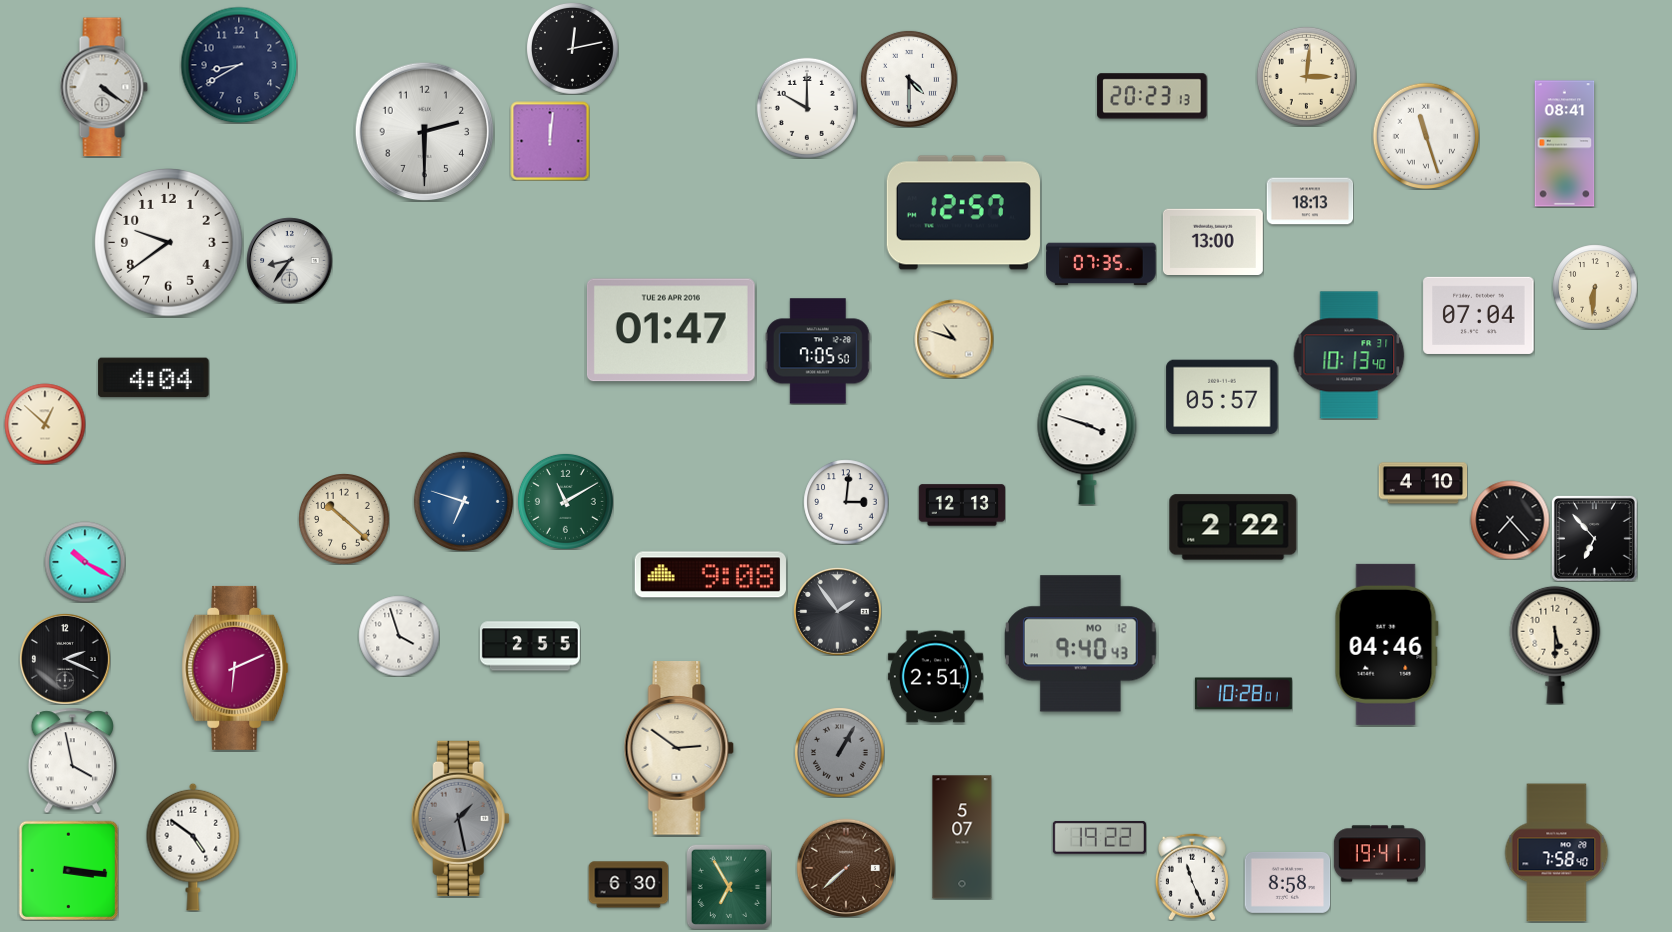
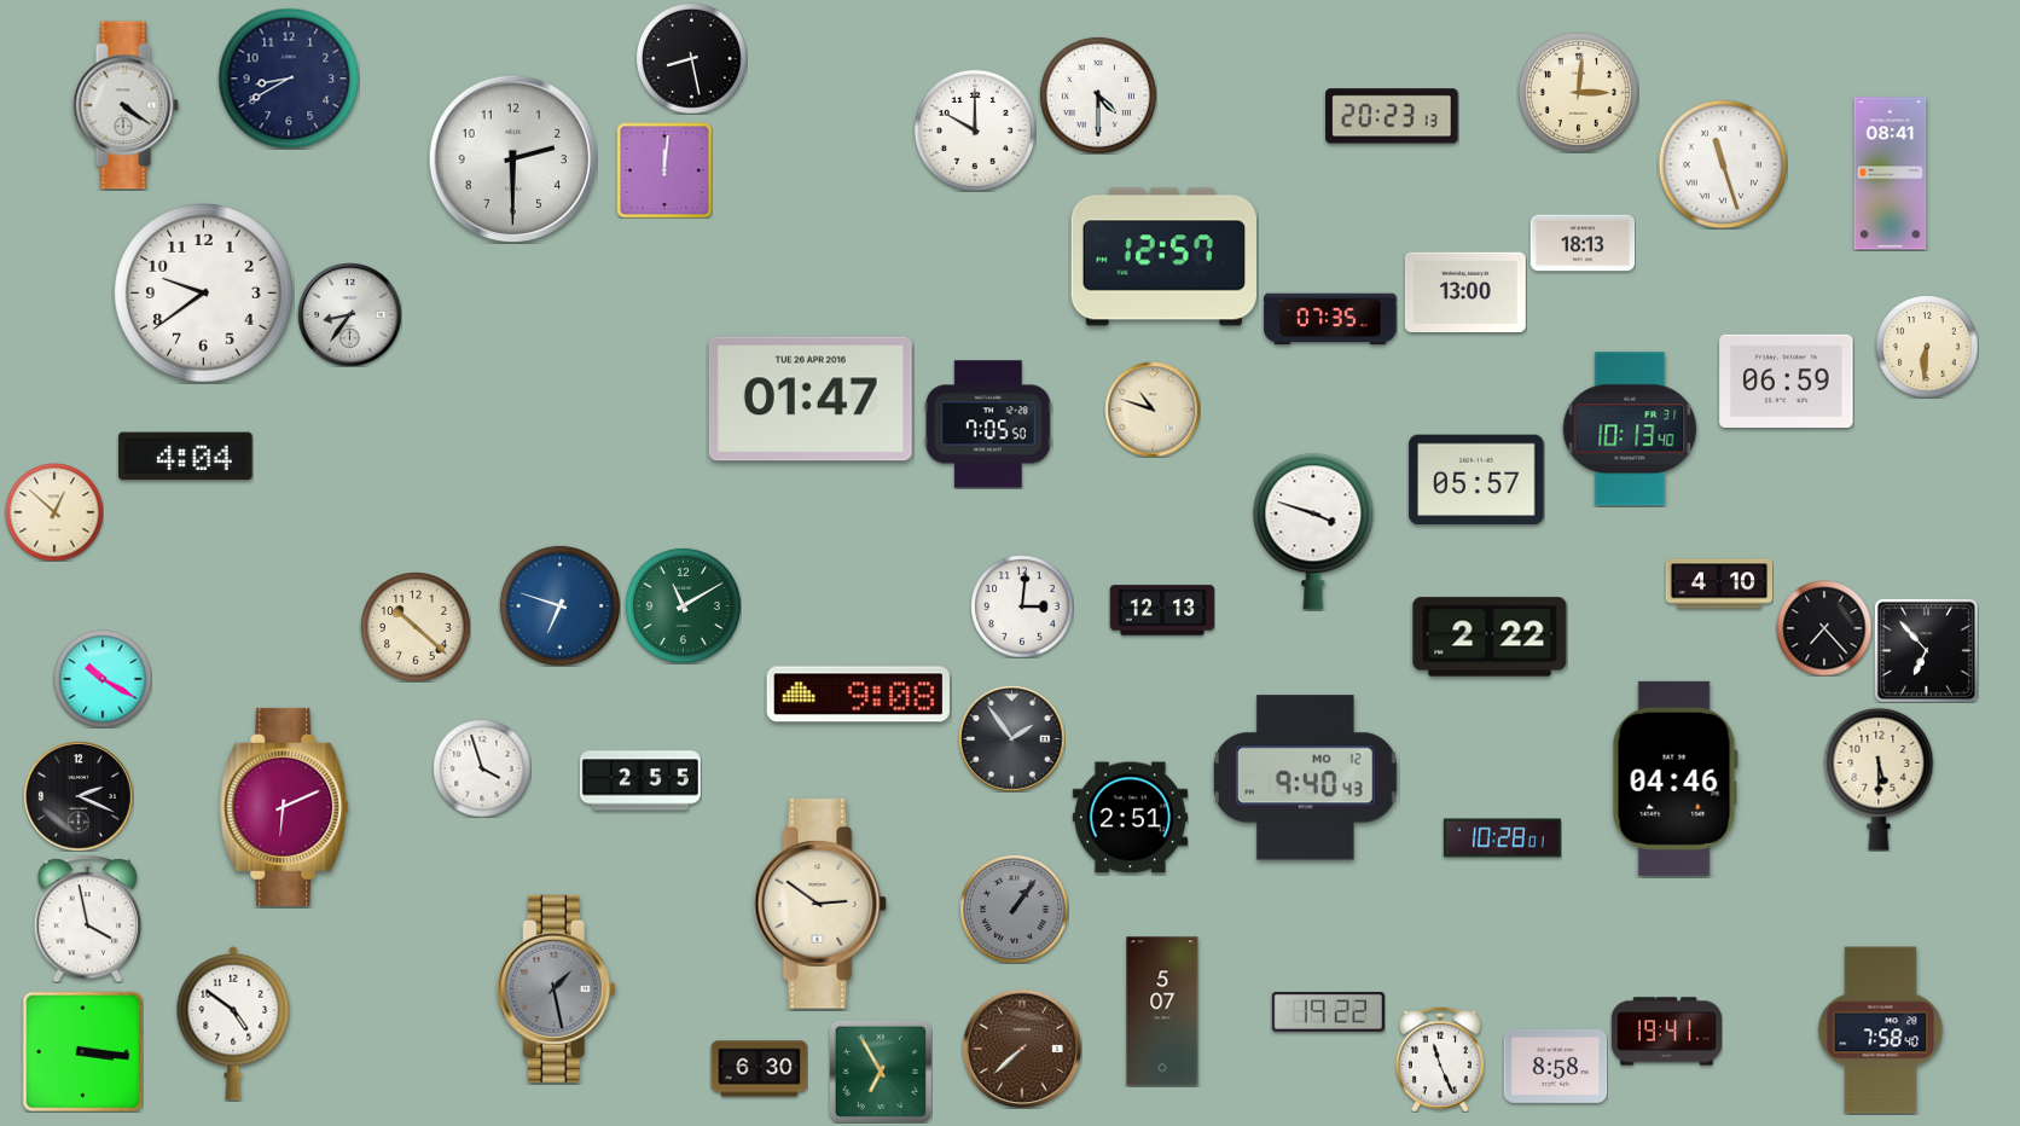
clock at (573, 49): 12:13 -> 8:28
clock at (1479, 315): 07:04 -> 06:59
clock at (839, 752): 1:05 -> 1:06
